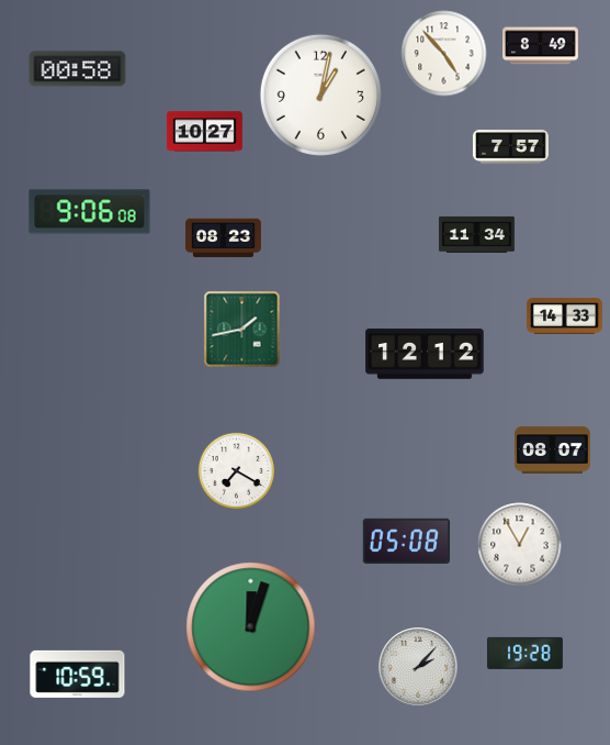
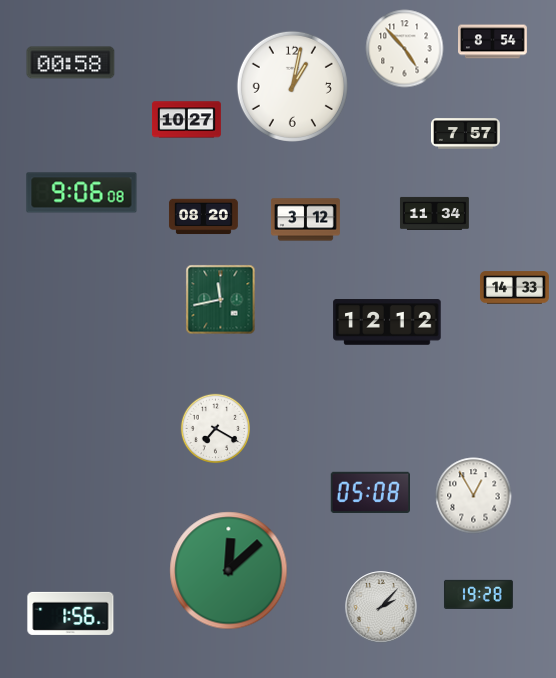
clock at (541, 46): 8:49 -> 8:54
clock at (223, 238): 08:23 -> 08:20
clock at (306, 220): none -> 3:12
clock at (242, 330): 1:43 -> 11:43
clock at (552, 451): 08:07 -> none
clock at (251, 627): 12:03 -> 12:08
clock at (78, 674): 10:59 -> 1:56
